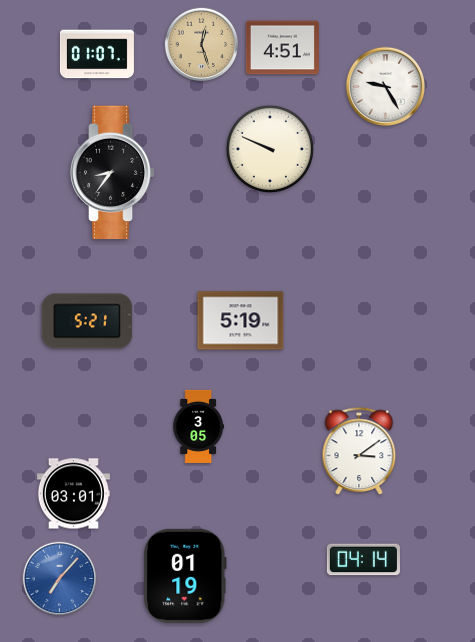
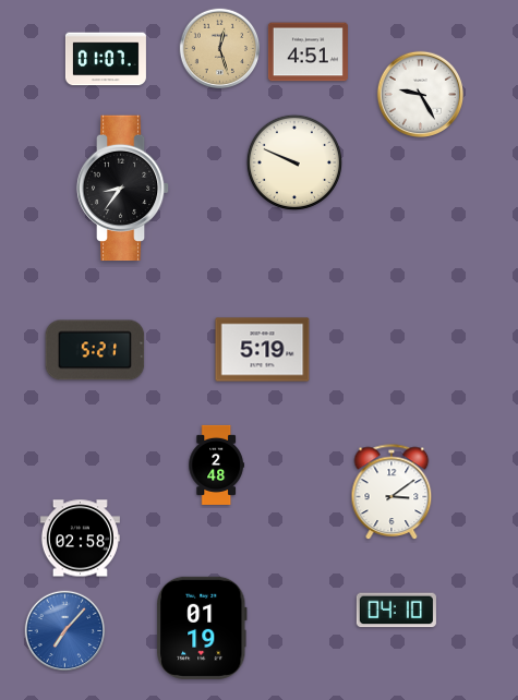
clock at (198, 426): 3:05 -> 2:48
clock at (73, 494): 03:01 -> 02:58
clock at (363, 560): 04:14 -> 04:10
